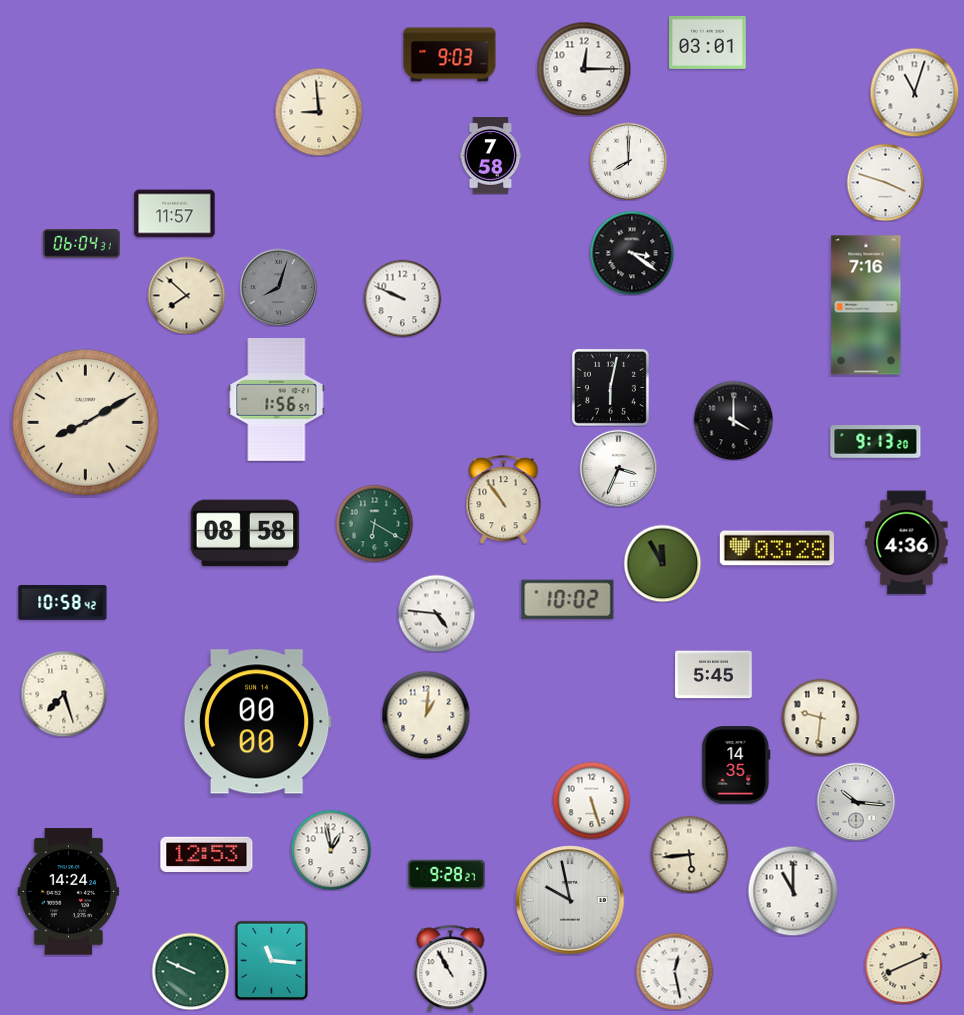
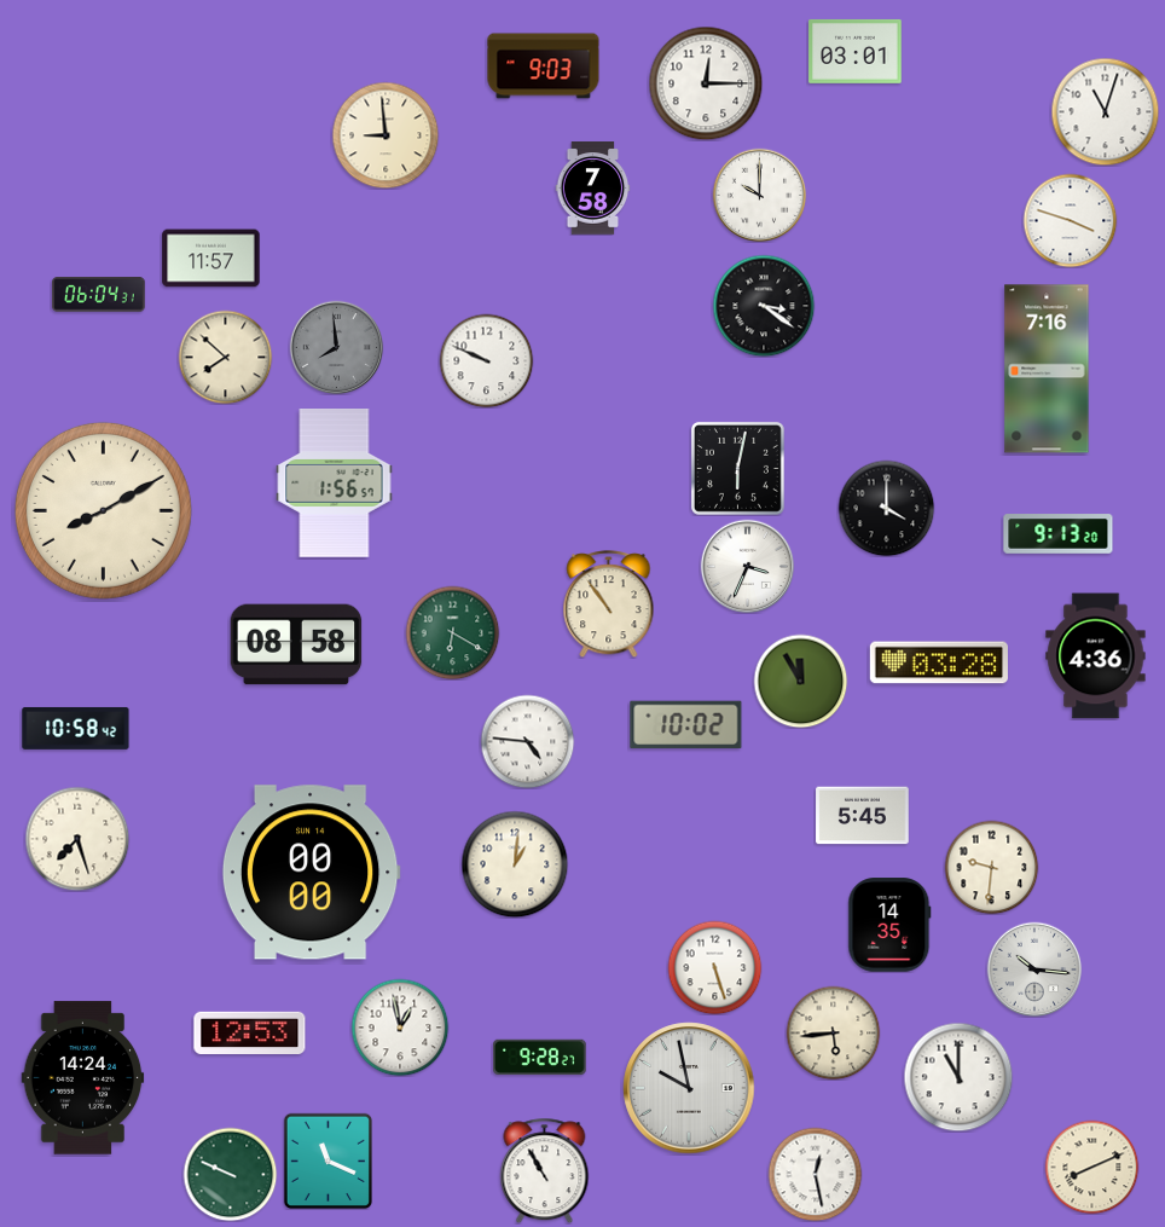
clock at (628, 161): 8:00 -> 10:00
clock at (278, 287): 8:03 -> 7:59
clock at (271, 960): 11:16 -> 11:19
